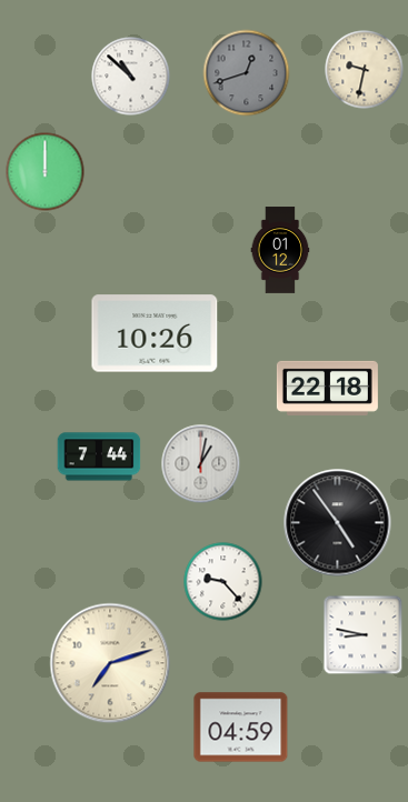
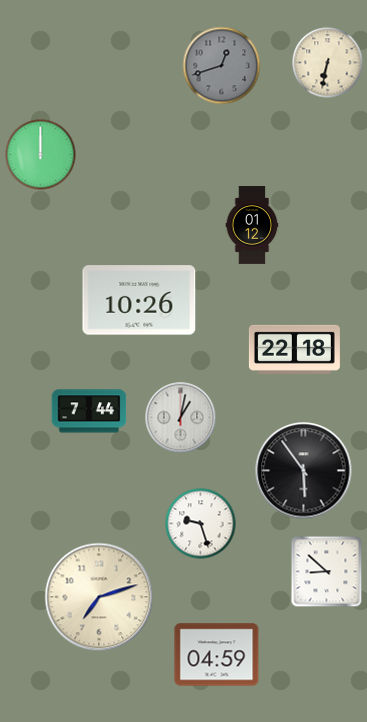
clock at (365, 70): 9:32 -> 6:32
clock at (131, 77): 10:52 -> none
clock at (338, 523): 4:54 -> 5:54
clock at (223, 582): 9:23 -> 9:27
clock at (364, 635): 8:47 -> 8:52
